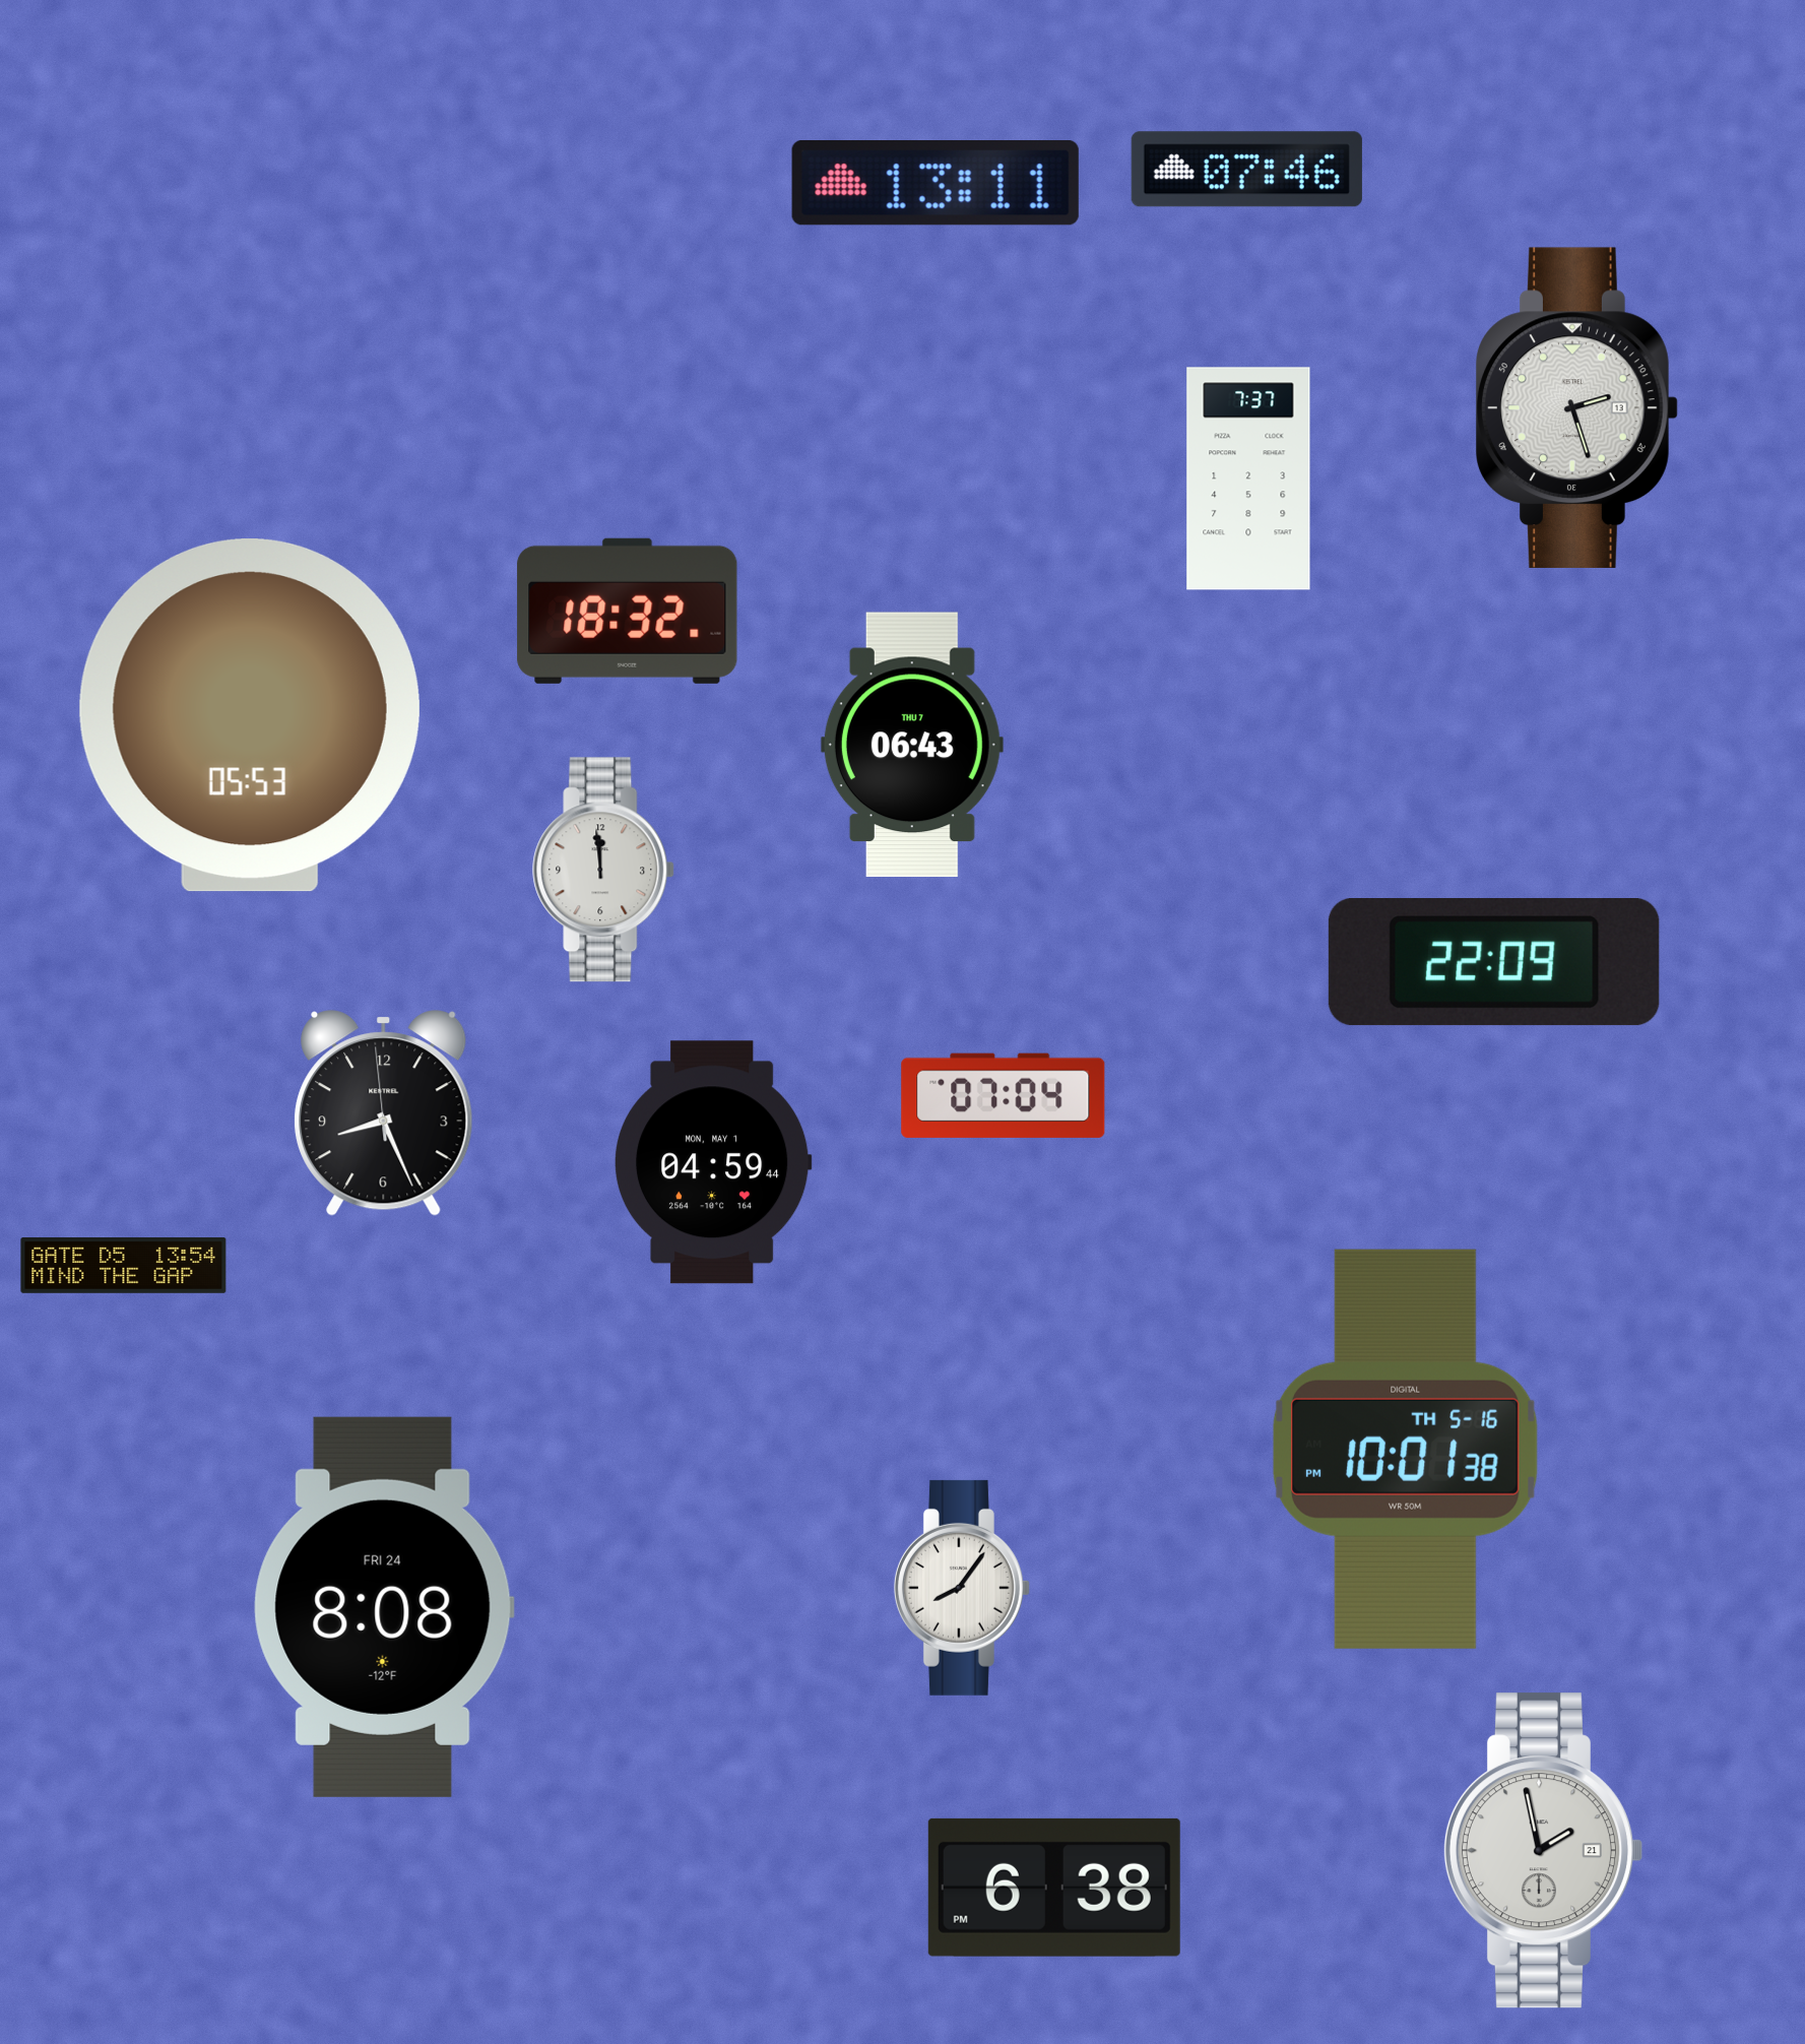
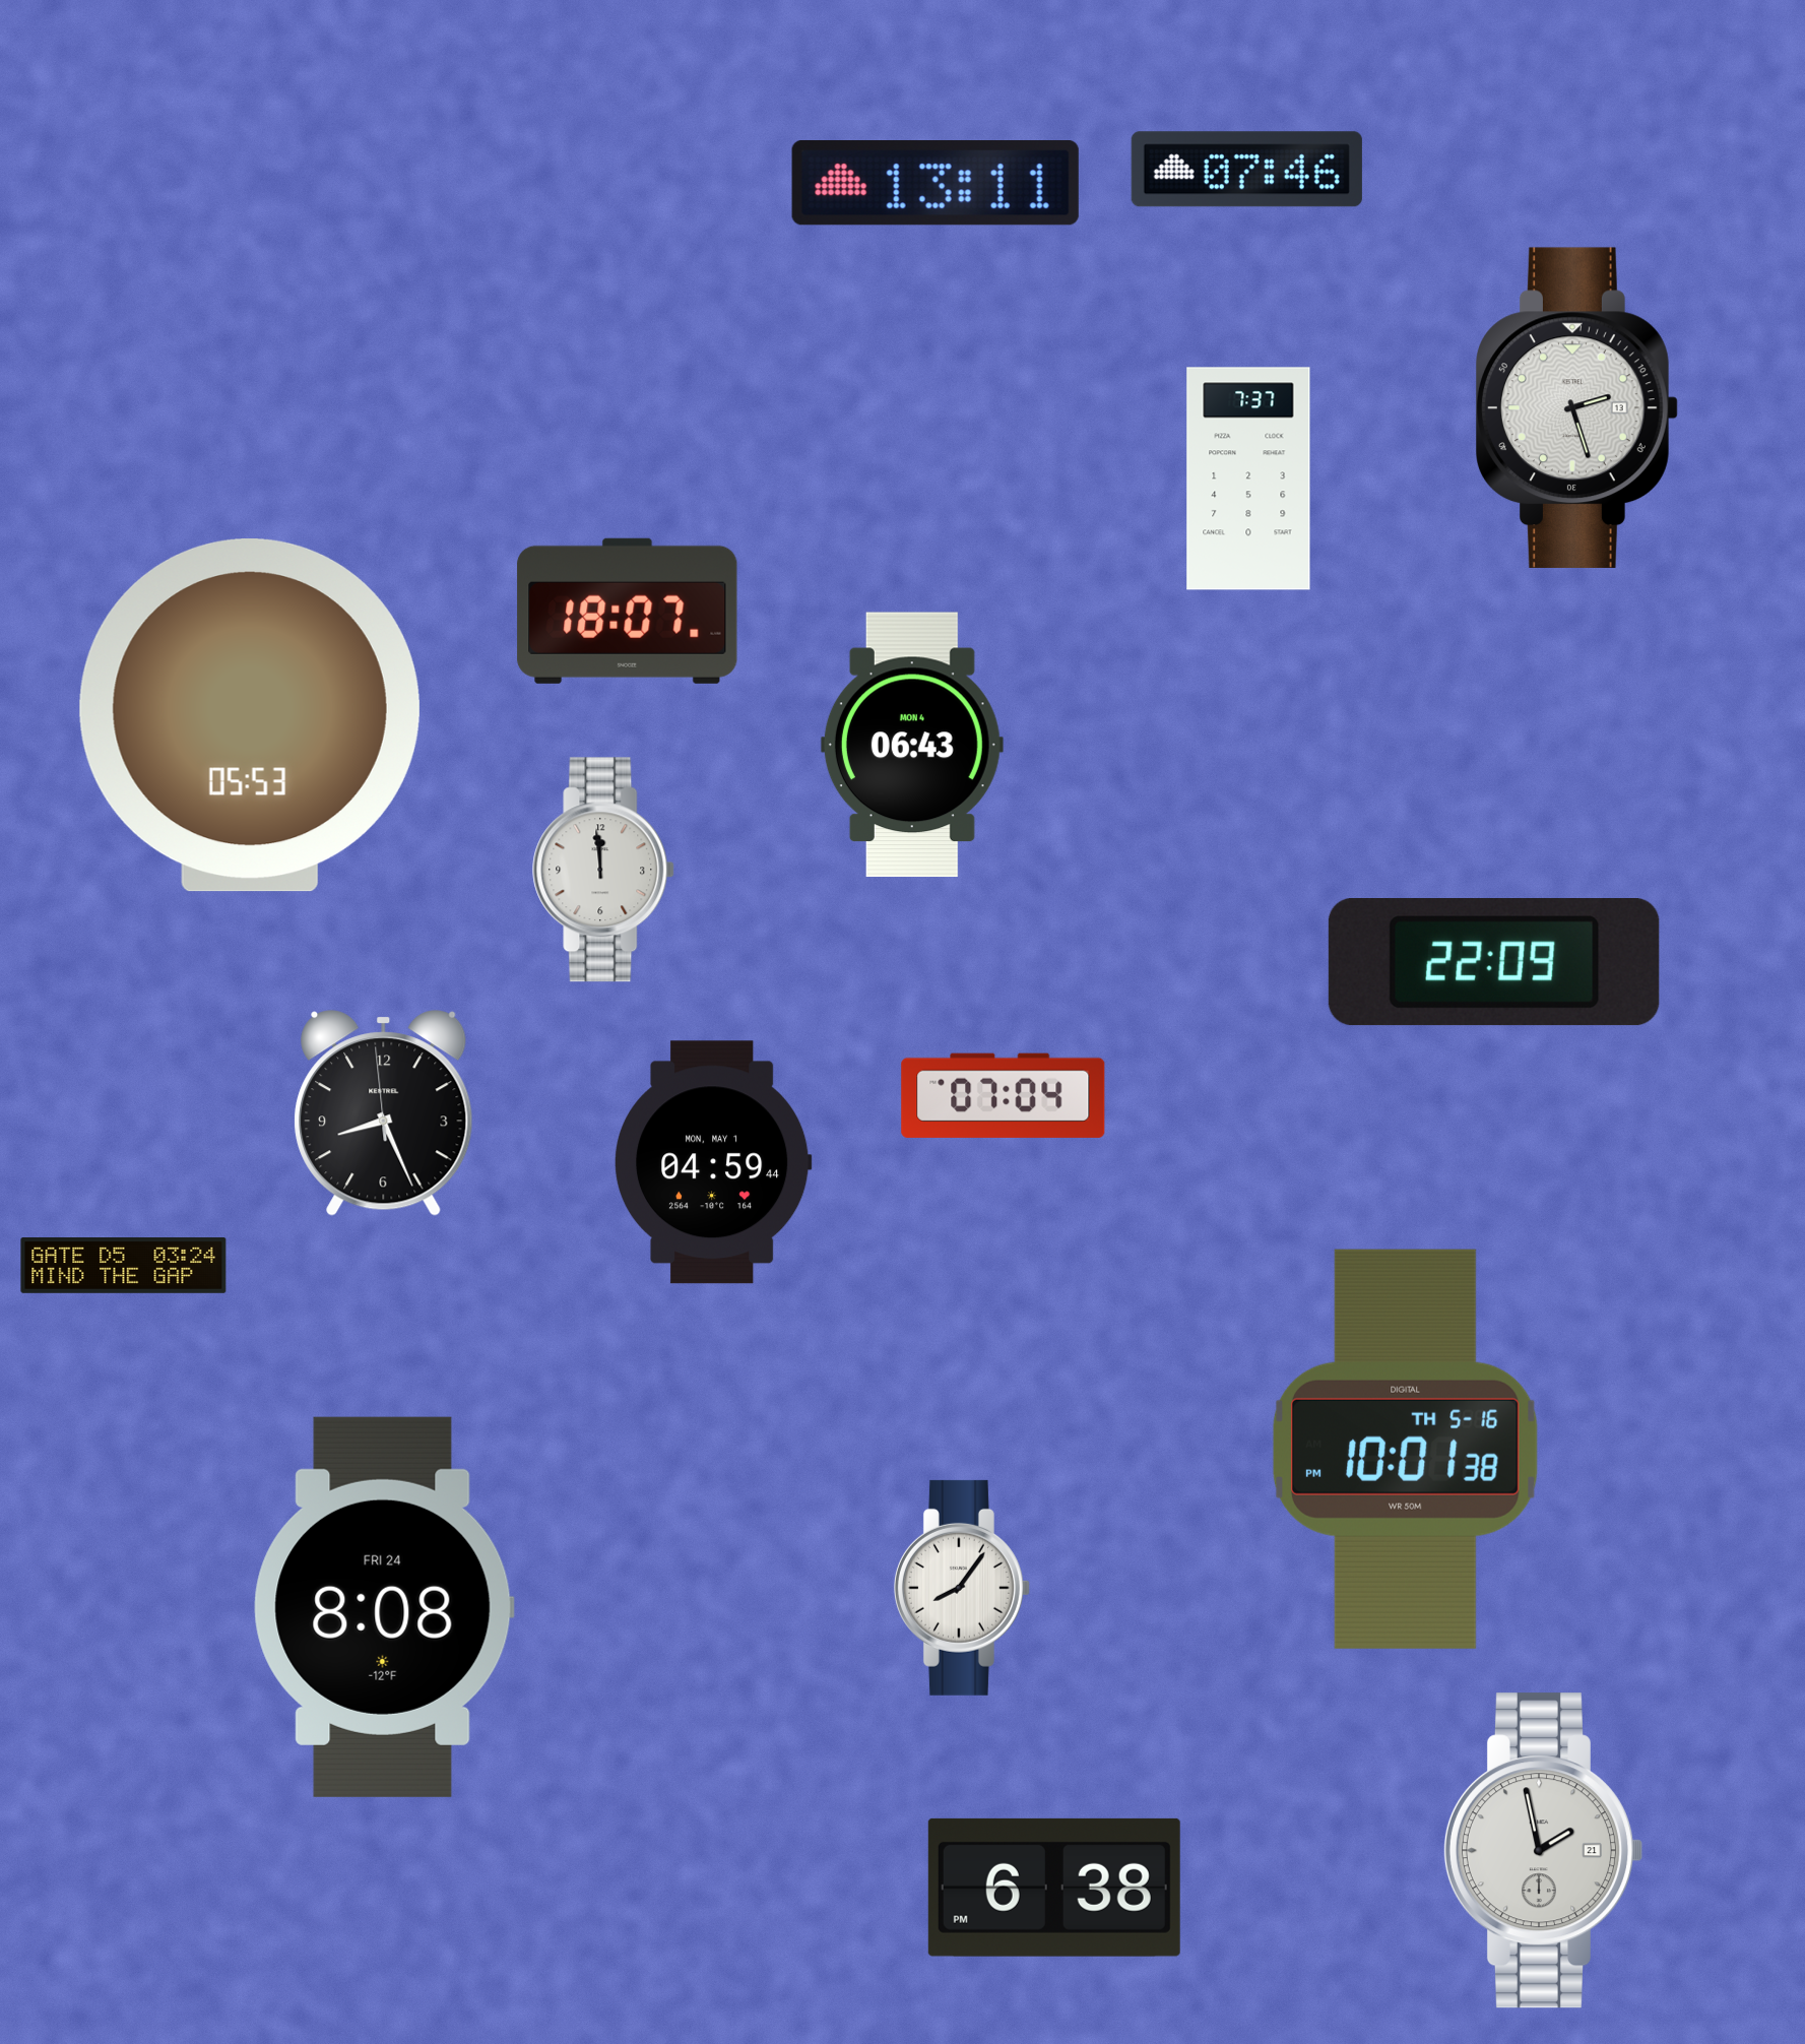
clock at (628, 611): 18:32 -> 18:07
clock at (912, 745) date: THU 7 -> MON 4
clock at (124, 1266): 13:54 -> 03:24
